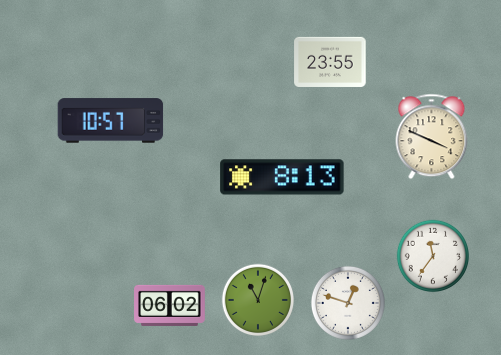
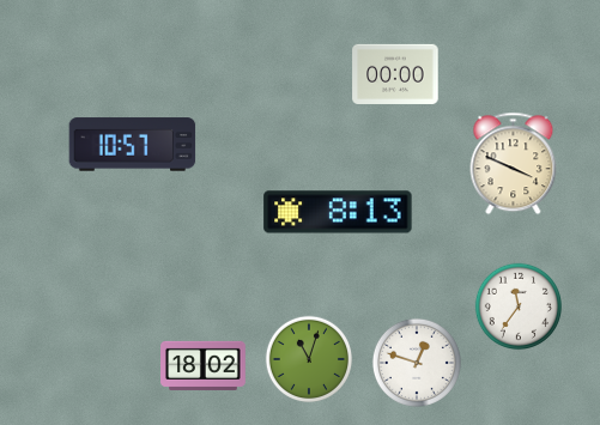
clock at (330, 62): 23:55 -> 00:00
clock at (432, 137) position: (432, 137) -> (514, 164)
clock at (170, 305): 06:02 -> 18:02
